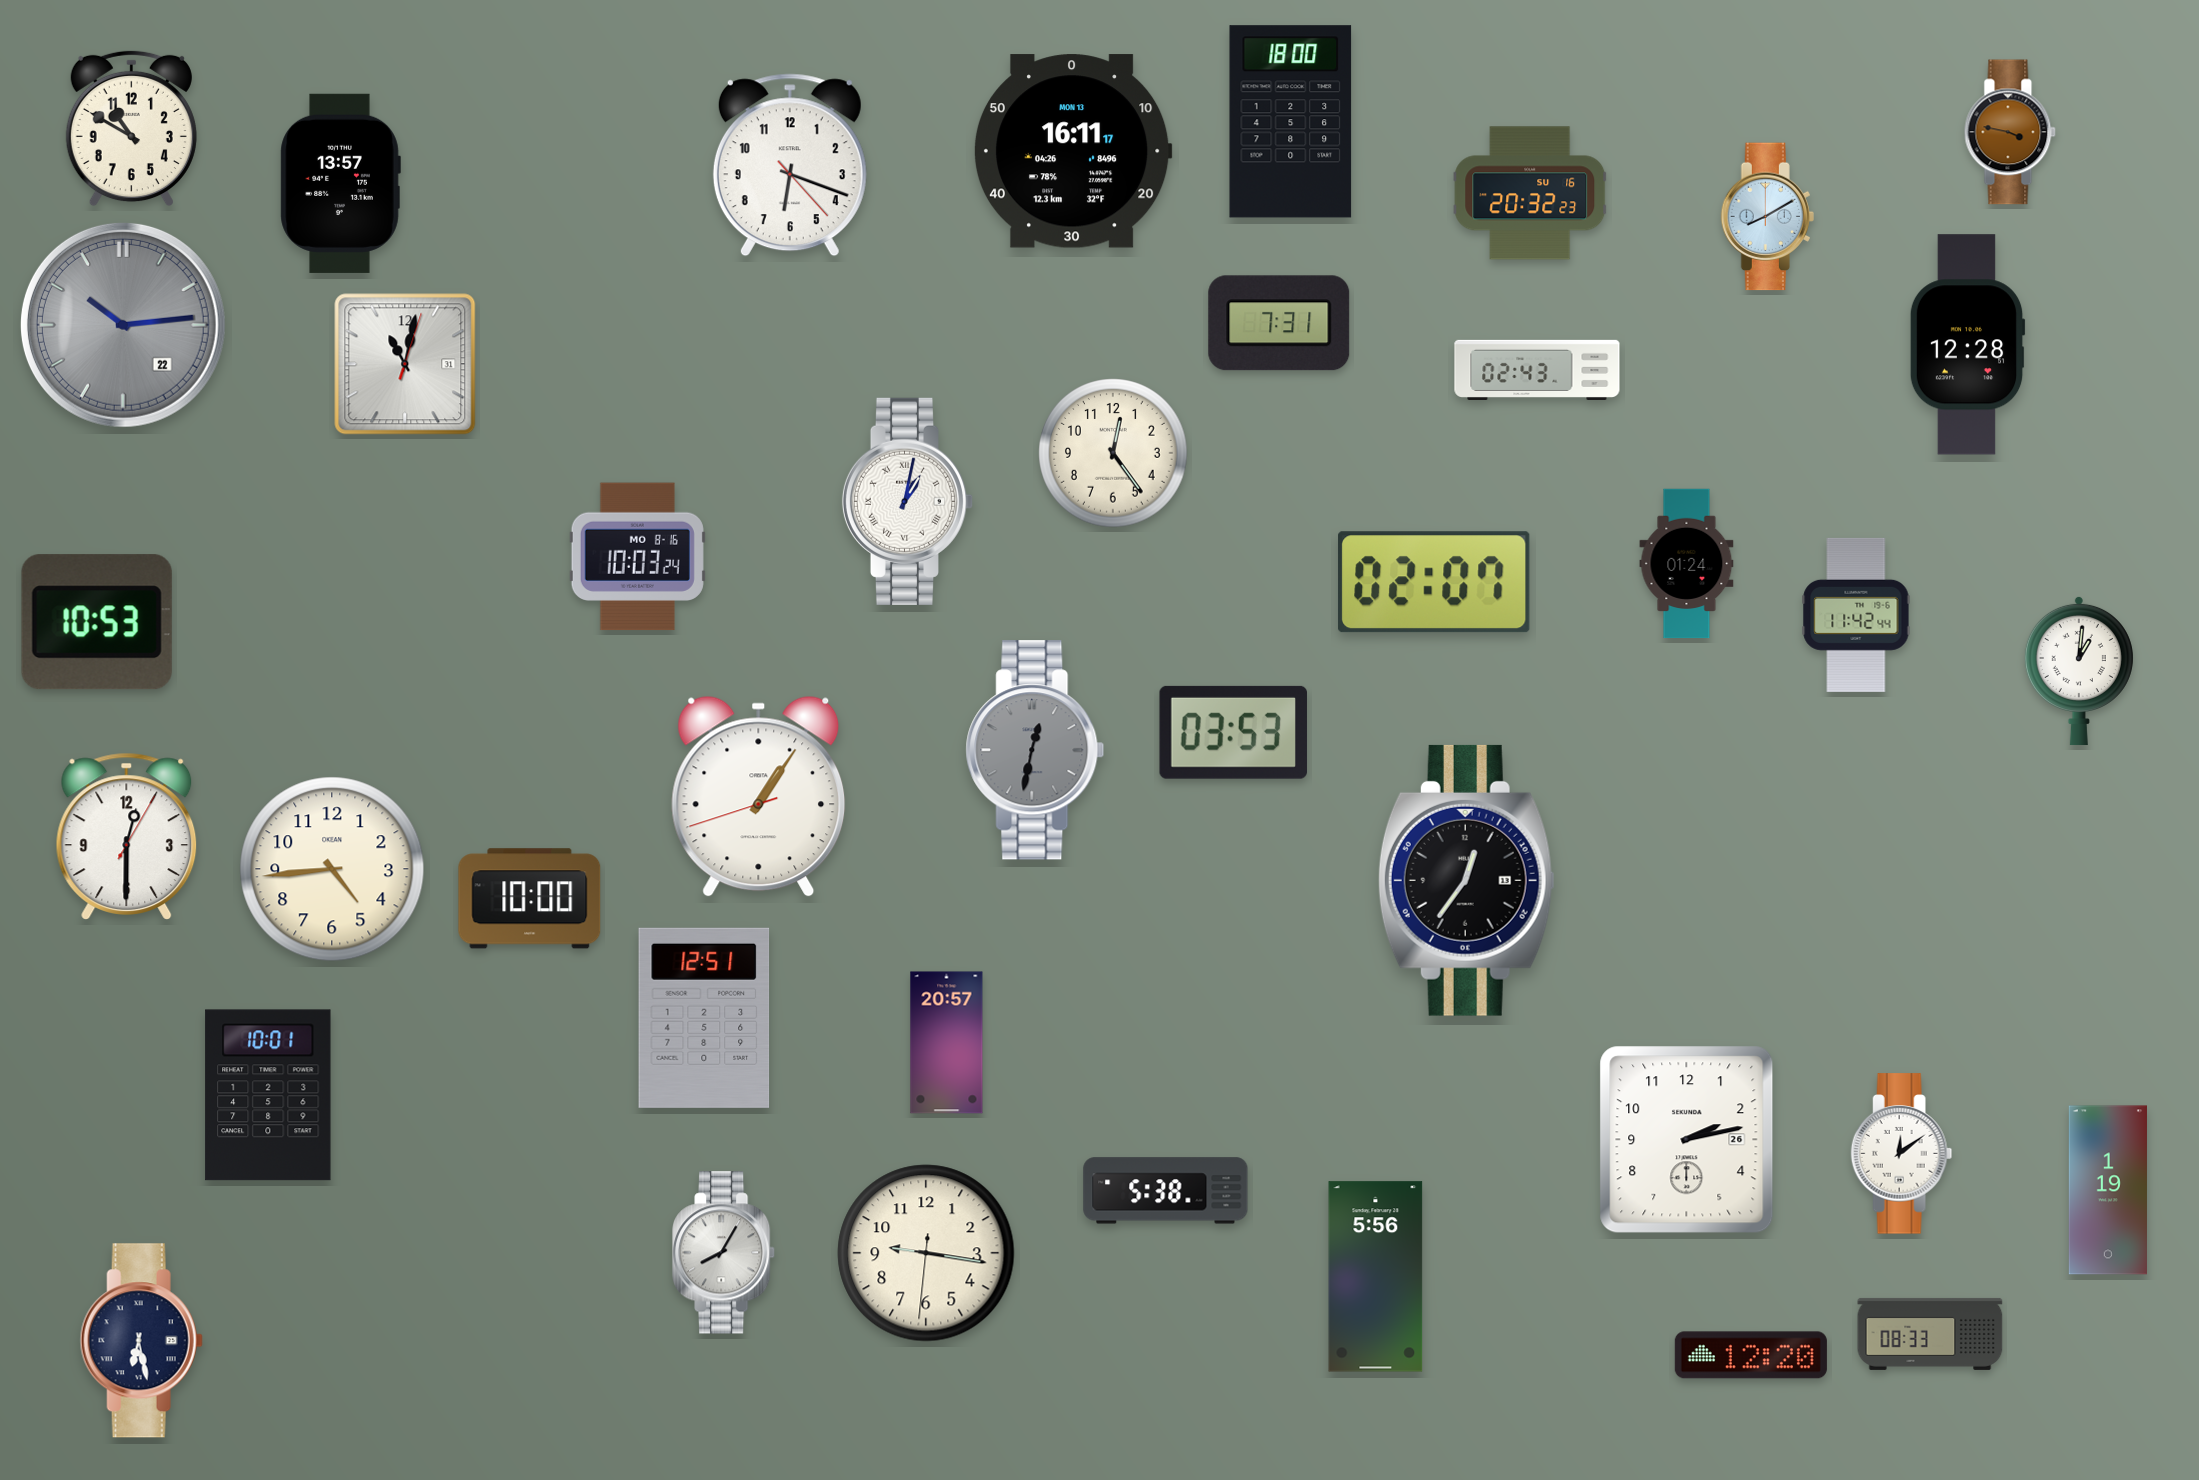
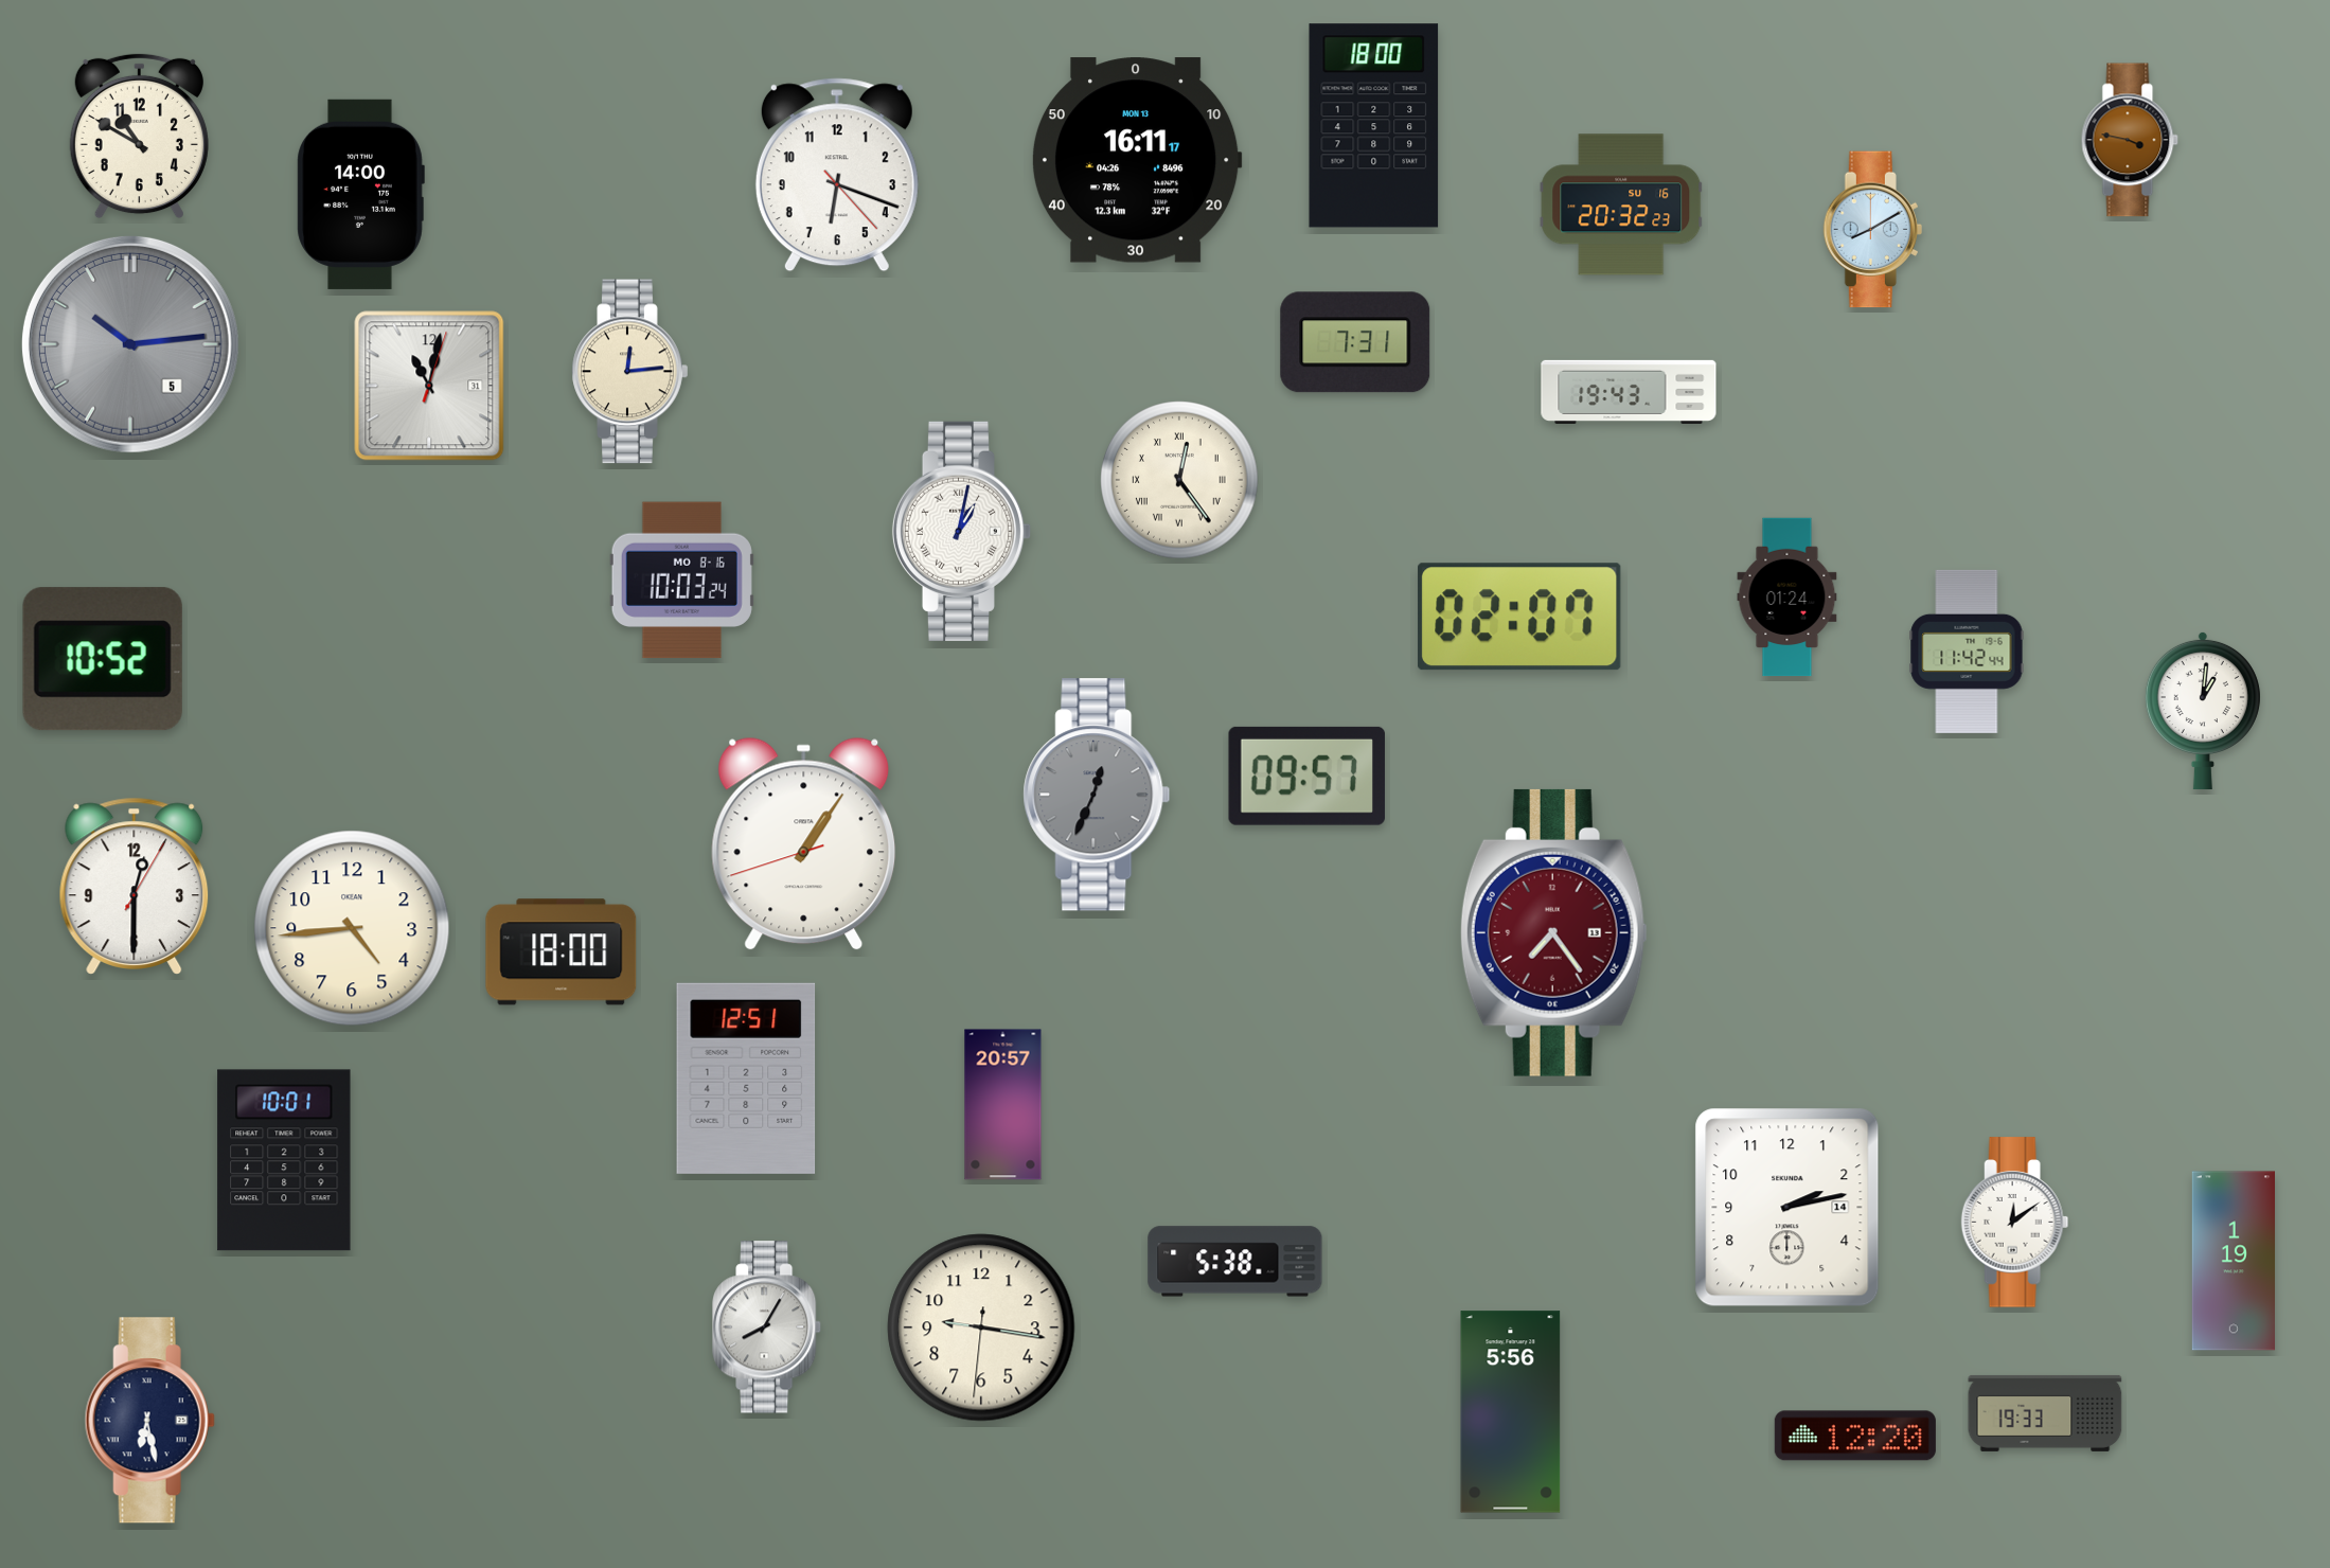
clock at (1291, 122) position: (1291, 122) -> (1374, 126)
clock at (340, 183): 13:57 -> 14:00
clock at (123, 325) date: 22 -> 5
clock at (1967, 345): 12:28 -> none
clock at (630, 372): none -> 12:14
clock at (1537, 370): 02:43 -> 19:43
clock at (1113, 453) numerals: Arabic -> Roman
clock at (637, 557) position: (637, 557) -> (681, 581)
clock at (97, 622): 10:53 -> 10:52
clock at (1233, 732): 03:53 -> 09:57
clock at (1035, 750): 12:32 -> 12:34
clock at (332, 869) position: (332, 869) -> (352, 928)
clock at (1466, 880): 12:36 -> 7:24
clock at (1466, 880) dial: black -> burgundy
clock at (530, 899): 10:00 -> 18:00
clock at (1687, 1140) date: 26 -> 14
clock at (1376, 1277) position: (1376, 1277) -> (1511, 1412)
clock at (1930, 1334): 08:33 -> 19:33
